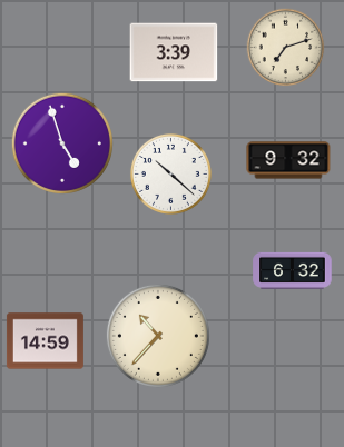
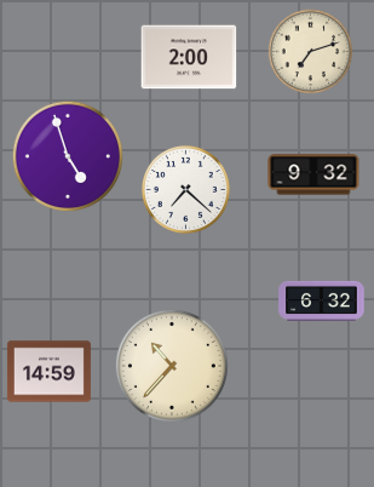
clock at (174, 52): 3:39 -> 2:00
clock at (170, 173): 10:22 -> 7:22
clock at (293, 270) position: (293, 270) -> (322, 300)
